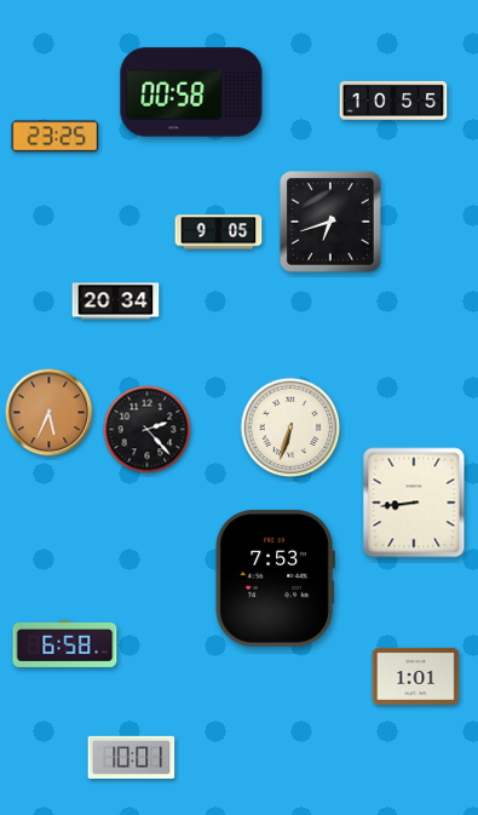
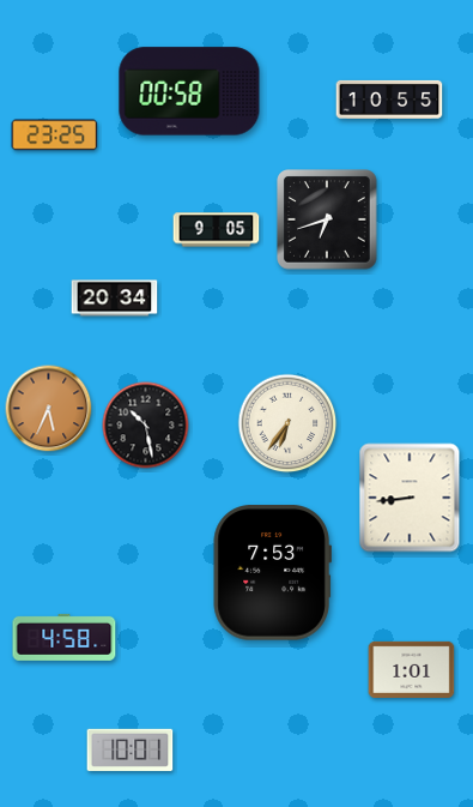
clock at (290, 427): 6:33 -> 6:36
clock at (148, 430): 2:23 -> 10:28
clock at (65, 643): 6:58 -> 4:58
